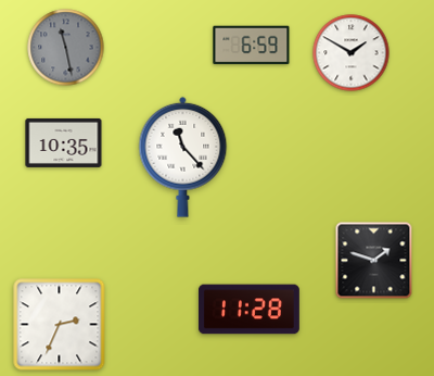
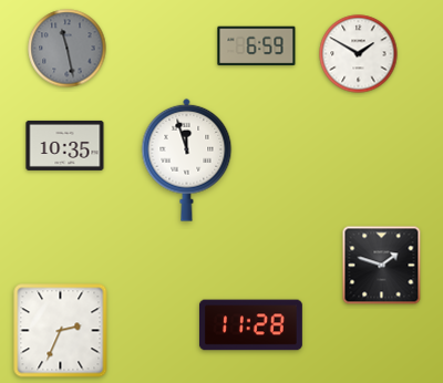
clock at (183, 156): 11:23 -> 11:57
clock at (248, 310) position: (248, 310) -> (250, 325)
